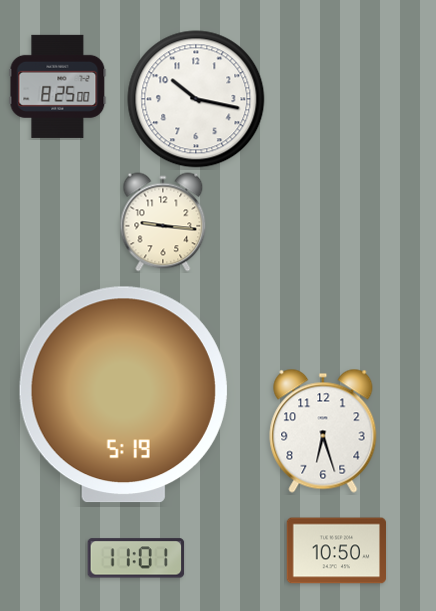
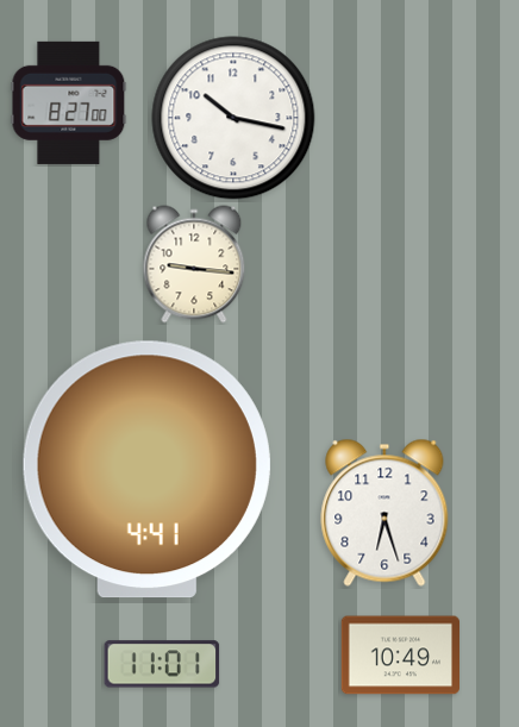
clock at (58, 86): 8:25 -> 8:27
clock at (123, 395): 5:19 -> 4:41
clock at (337, 551): 10:50 -> 10:49
